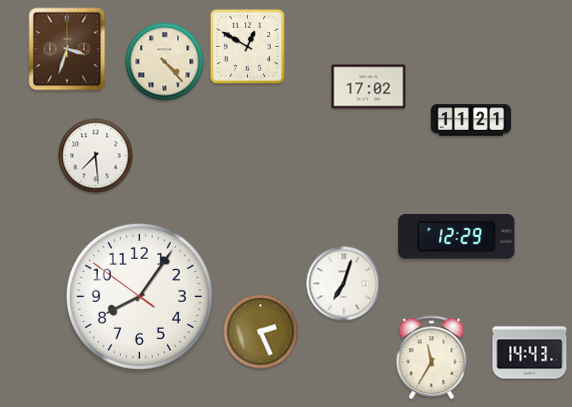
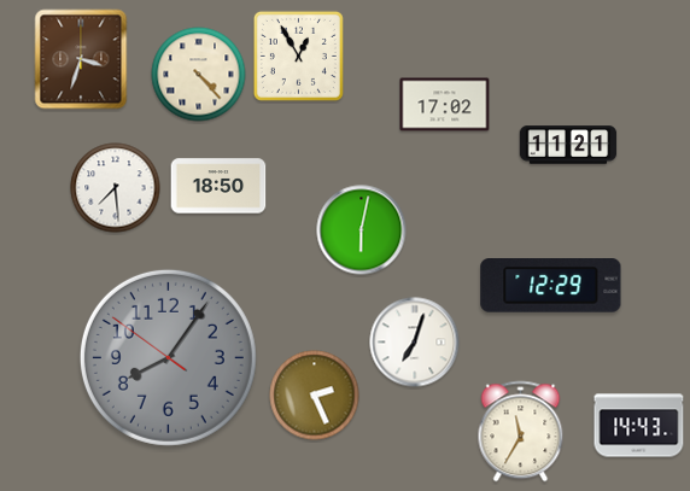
clock at (247, 46): 12:50 -> 12:55
clock at (218, 186): none -> 18:50
clock at (362, 230): none -> 6:02
clock at (139, 296) dial: white -> grey
clock at (261, 332) position: (261, 332) -> (315, 396)
